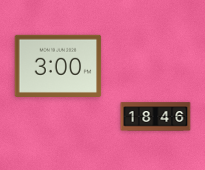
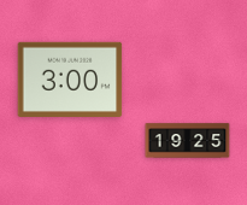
clock at (156, 117): 18:46 -> 19:25
